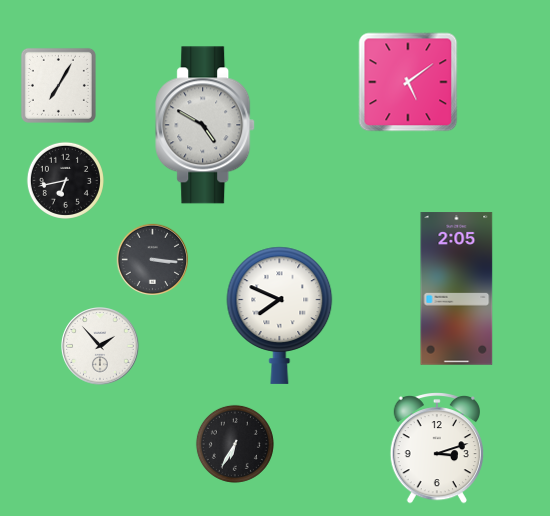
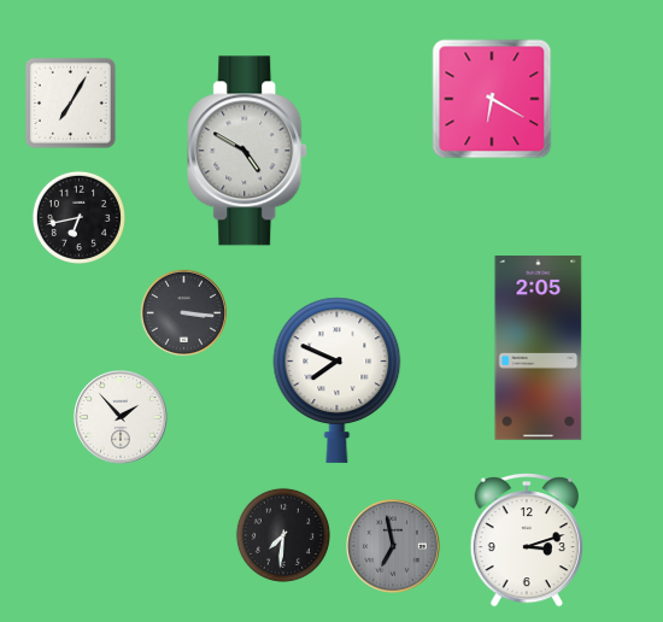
clock at (408, 82): 5:09 -> 6:20
clock at (457, 289) position: (457, 289) -> (539, 348)
clock at (235, 444): 6:35 -> 7:31
clock at (393, 546): none -> 6:58
